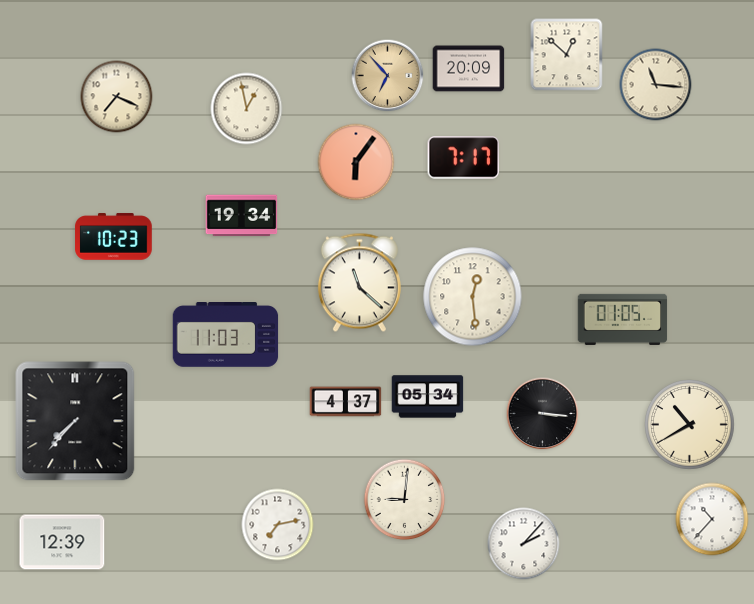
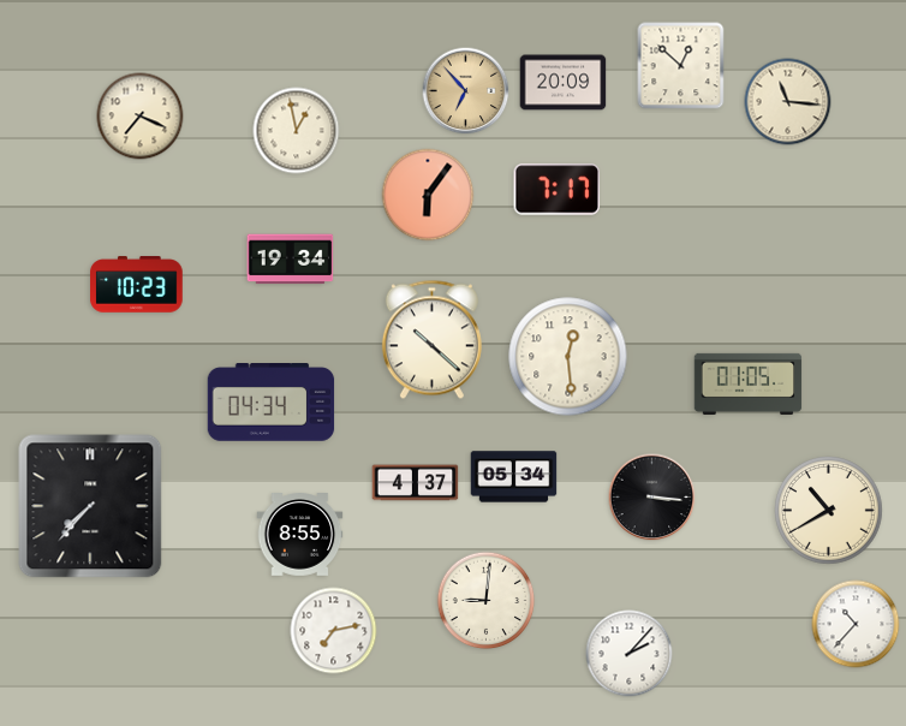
clock at (359, 283): 11:22 -> 10:22
clock at (226, 335): 11:03 -> 04:34
clock at (300, 535): none -> 8:55
clock at (62, 542): 12:39 -> none
